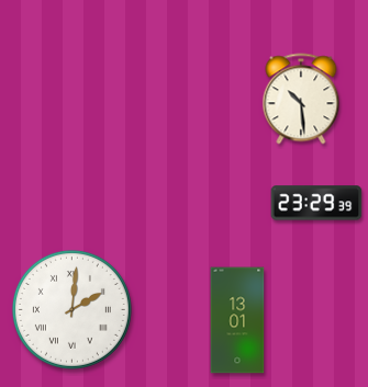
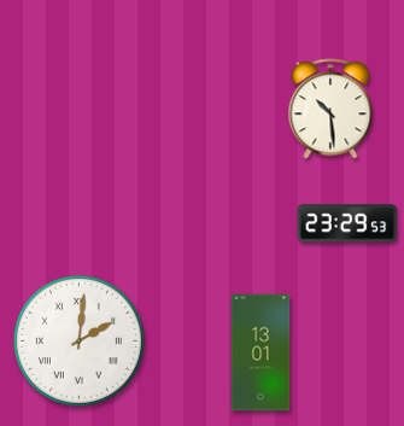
clock at (316, 203): 23:29:39 -> 23:29:53
